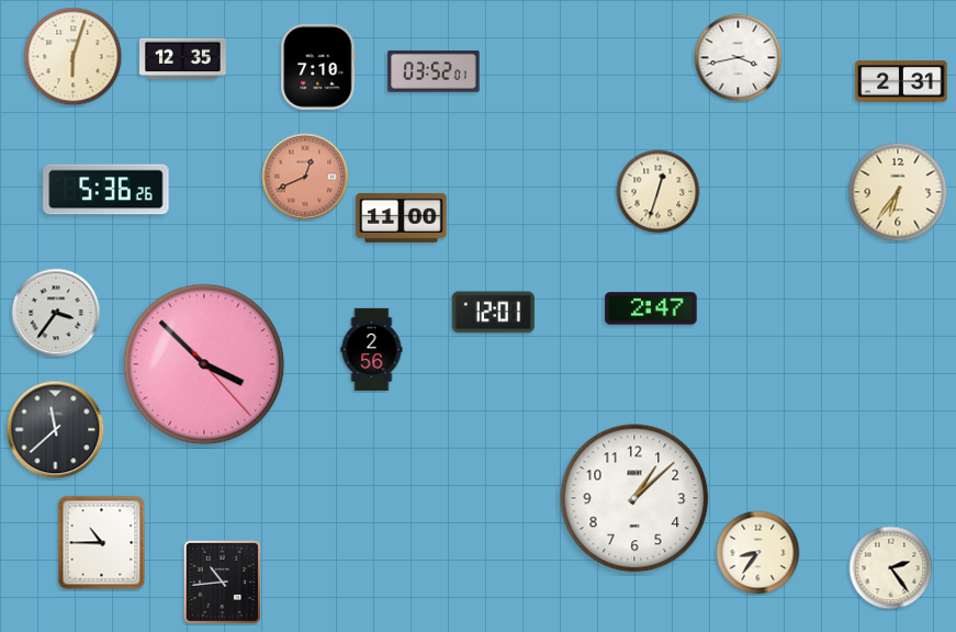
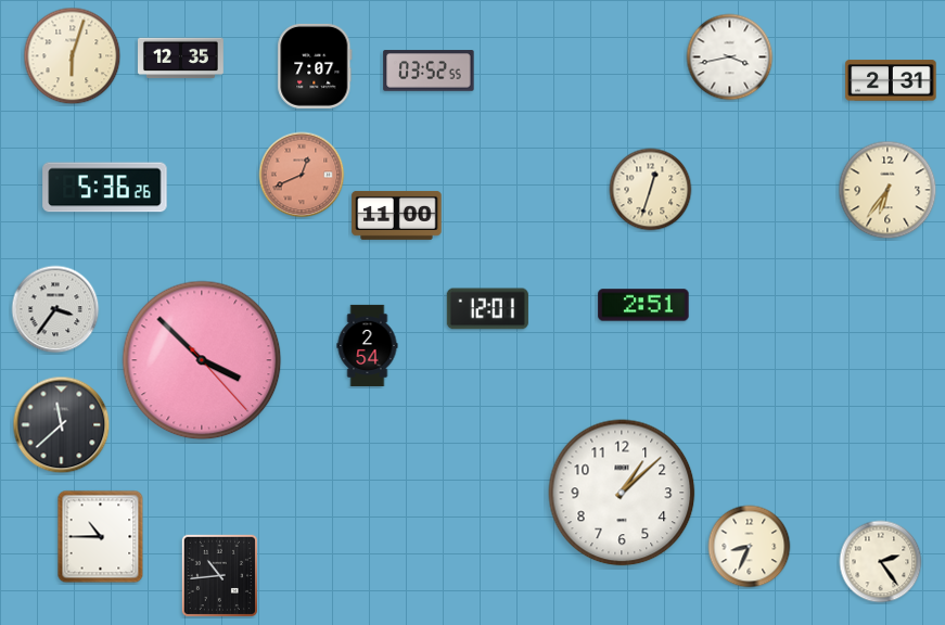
clock at (318, 67): 7:10 -> 7:07
clock at (434, 71): 03:52:01 -> 03:52:55
clock at (651, 308): 2:47 -> 2:51
clock at (372, 349): 2:56 -> 2:54
clock at (56, 430) position: (56, 430) -> (62, 425)
clock at (634, 498) position: (634, 498) -> (622, 493)
clock at (758, 553): 8:36 -> 8:34
